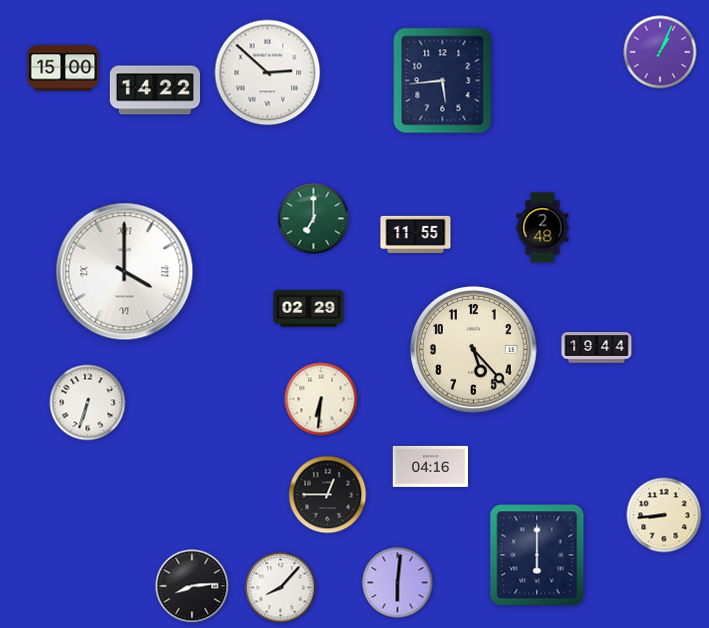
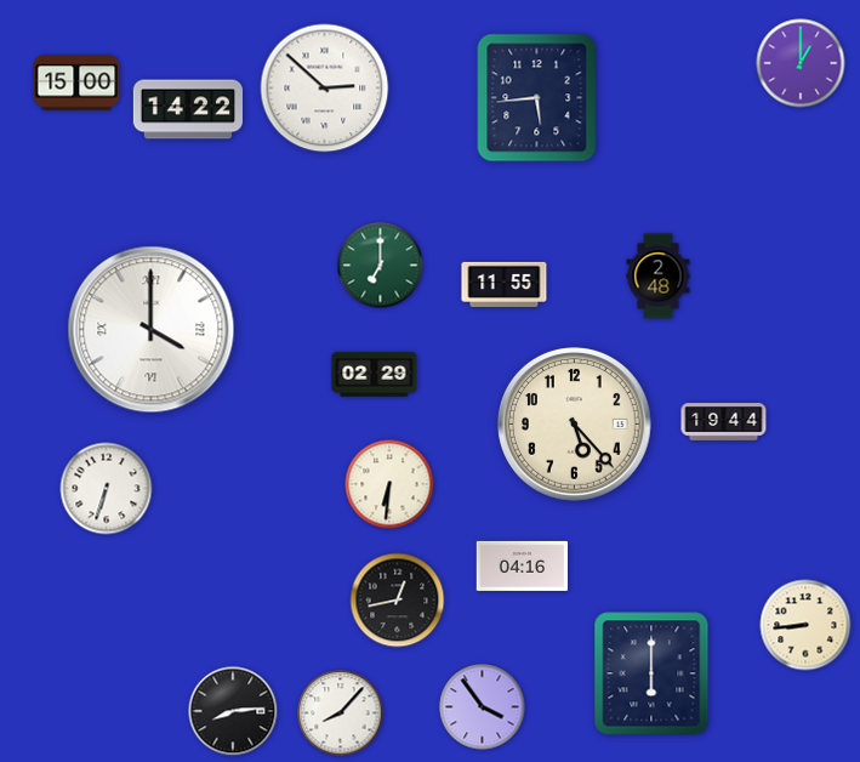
clock at (660, 52): 1:04 -> 1:00
clock at (328, 495): 12:45 -> 12:43
clock at (398, 583): 6:01 -> 3:54
